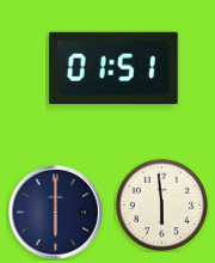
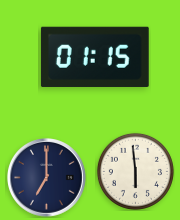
clock at (113, 68): 01:51 -> 01:15
clock at (56, 213): 6:00 -> 7:00
